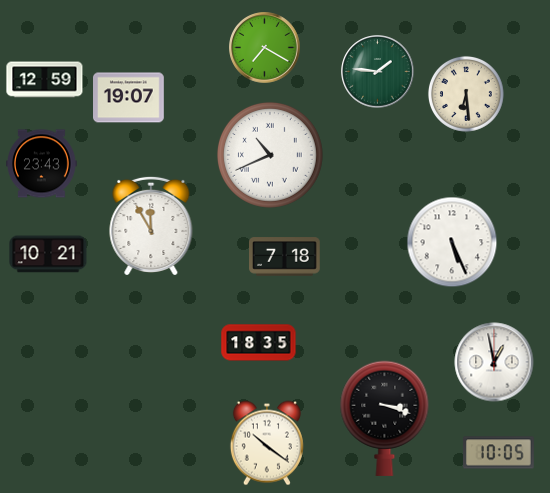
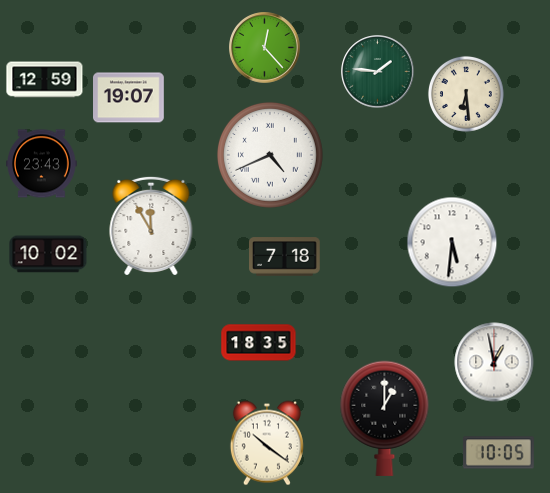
clock at (265, 48): 7:20 -> 12:23
clock at (270, 155): 10:41 -> 4:41
clock at (452, 242): 5:26 -> 5:31
clock at (48, 254): 10:21 -> 10:02
clock at (385, 418): 3:18 -> 1:00
